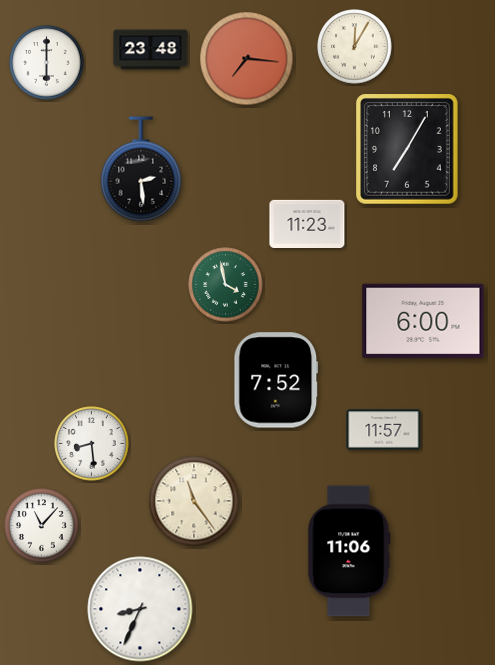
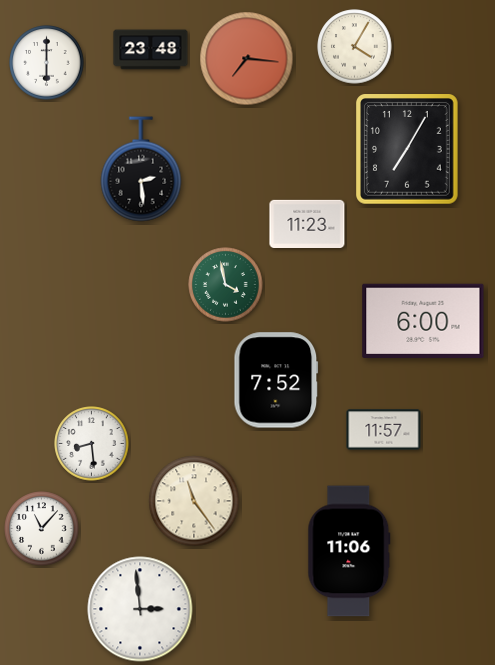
clock at (355, 47): 12:05 -> 4:05
clock at (42, 526) position: (42, 526) -> (42, 529)
clock at (140, 609): 8:34 -> 2:59
